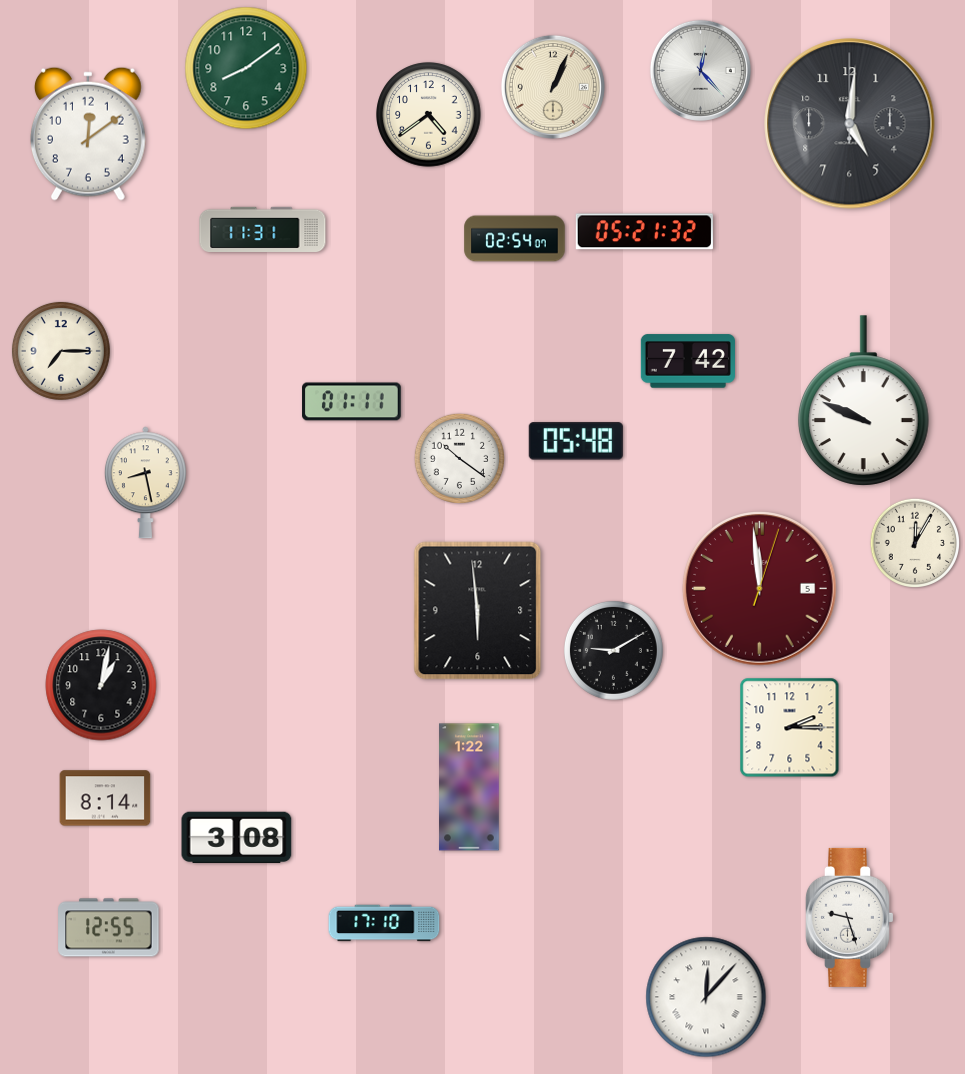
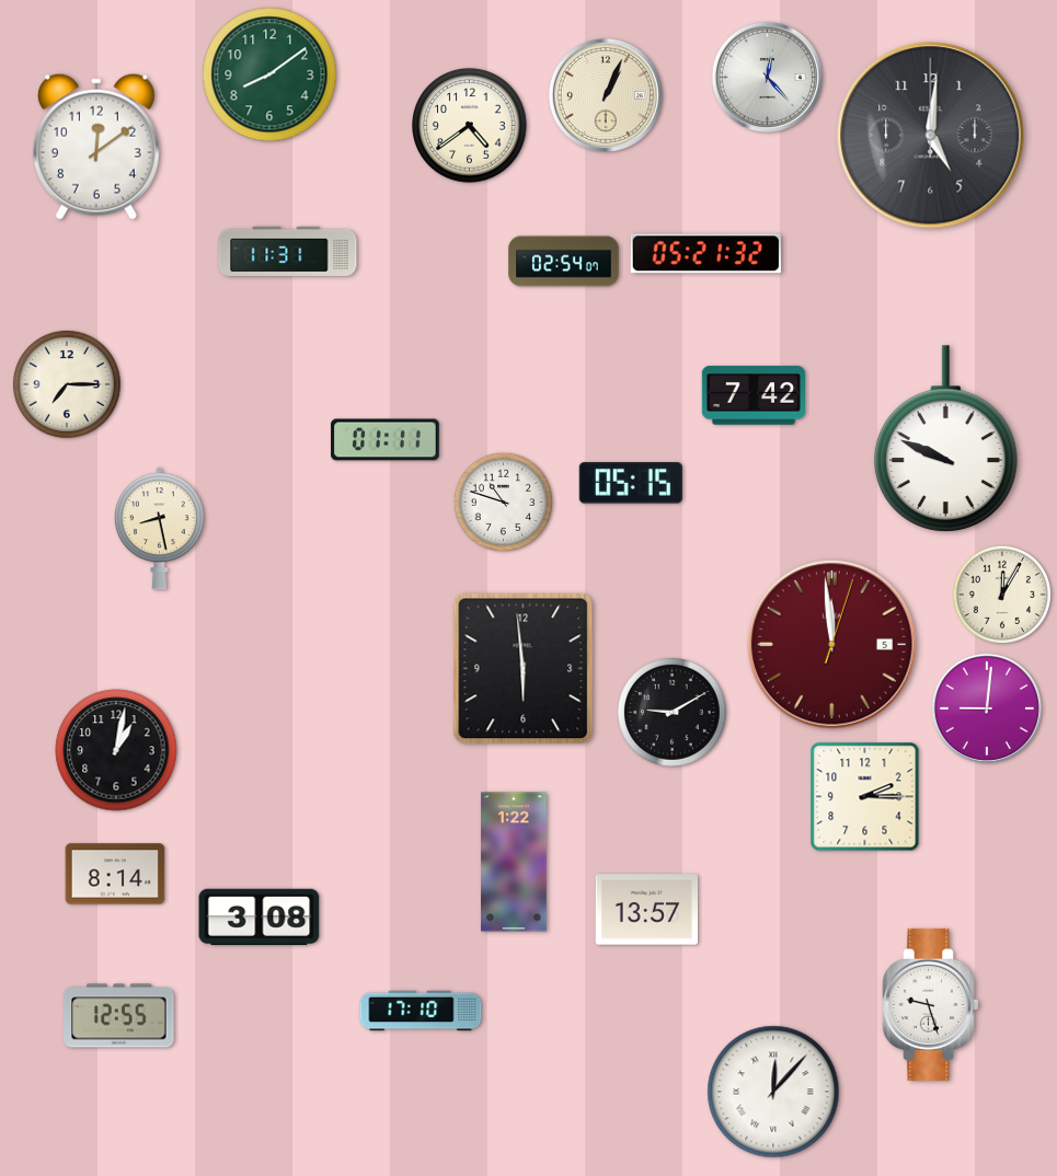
clock at (576, 441): 05:48 -> 05:15
clock at (459, 458): 10:21 -> 10:48
clock at (987, 708): none -> 9:01
clock at (101, 685) position: (101, 685) -> (116, 750)
clock at (646, 910): none -> 13:57
